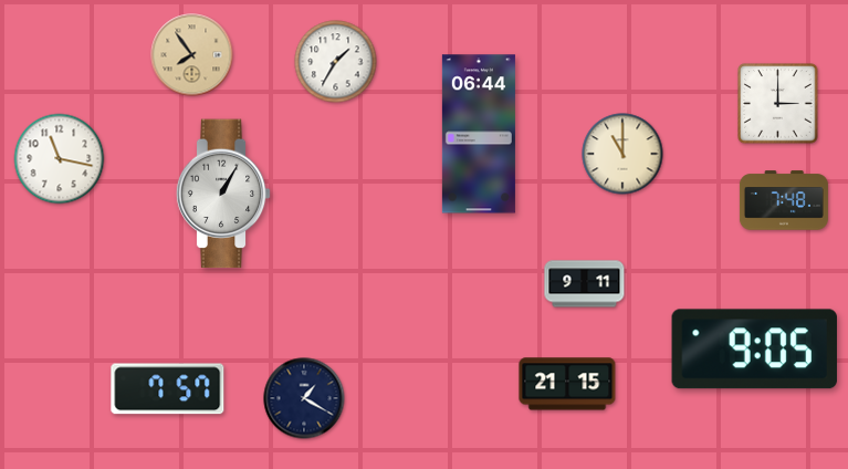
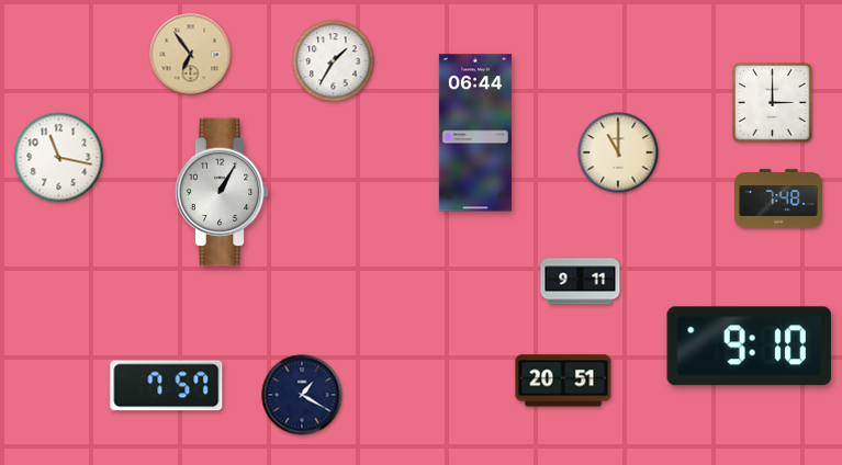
clock at (192, 55): 7:54 -> 6:54
clock at (754, 350): 9:05 -> 9:10
clock at (567, 384): 21:15 -> 20:51
